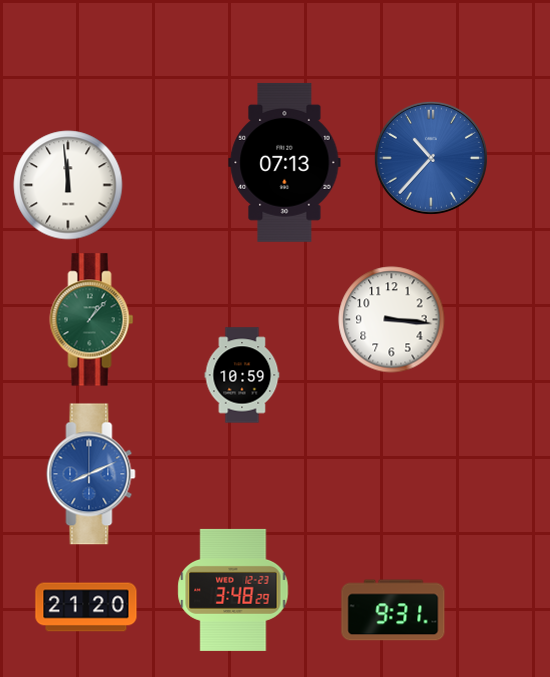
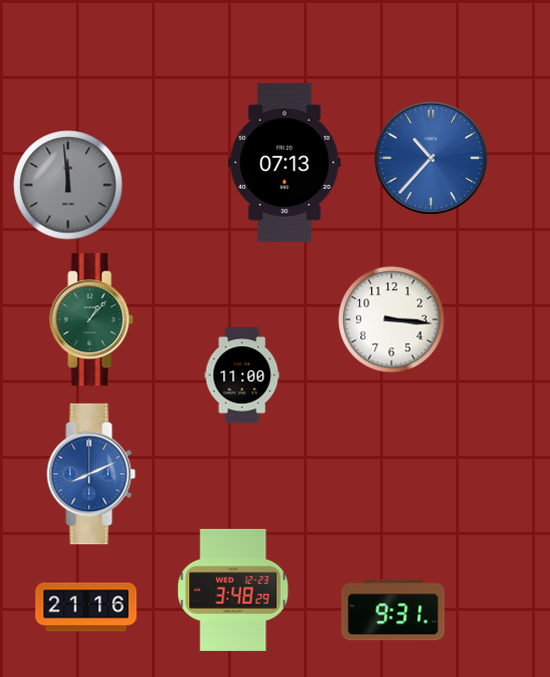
clock at (68, 185) dial: white -> grey
clock at (242, 375): 10:59 -> 11:00
clock at (86, 607): 21:20 -> 21:16
